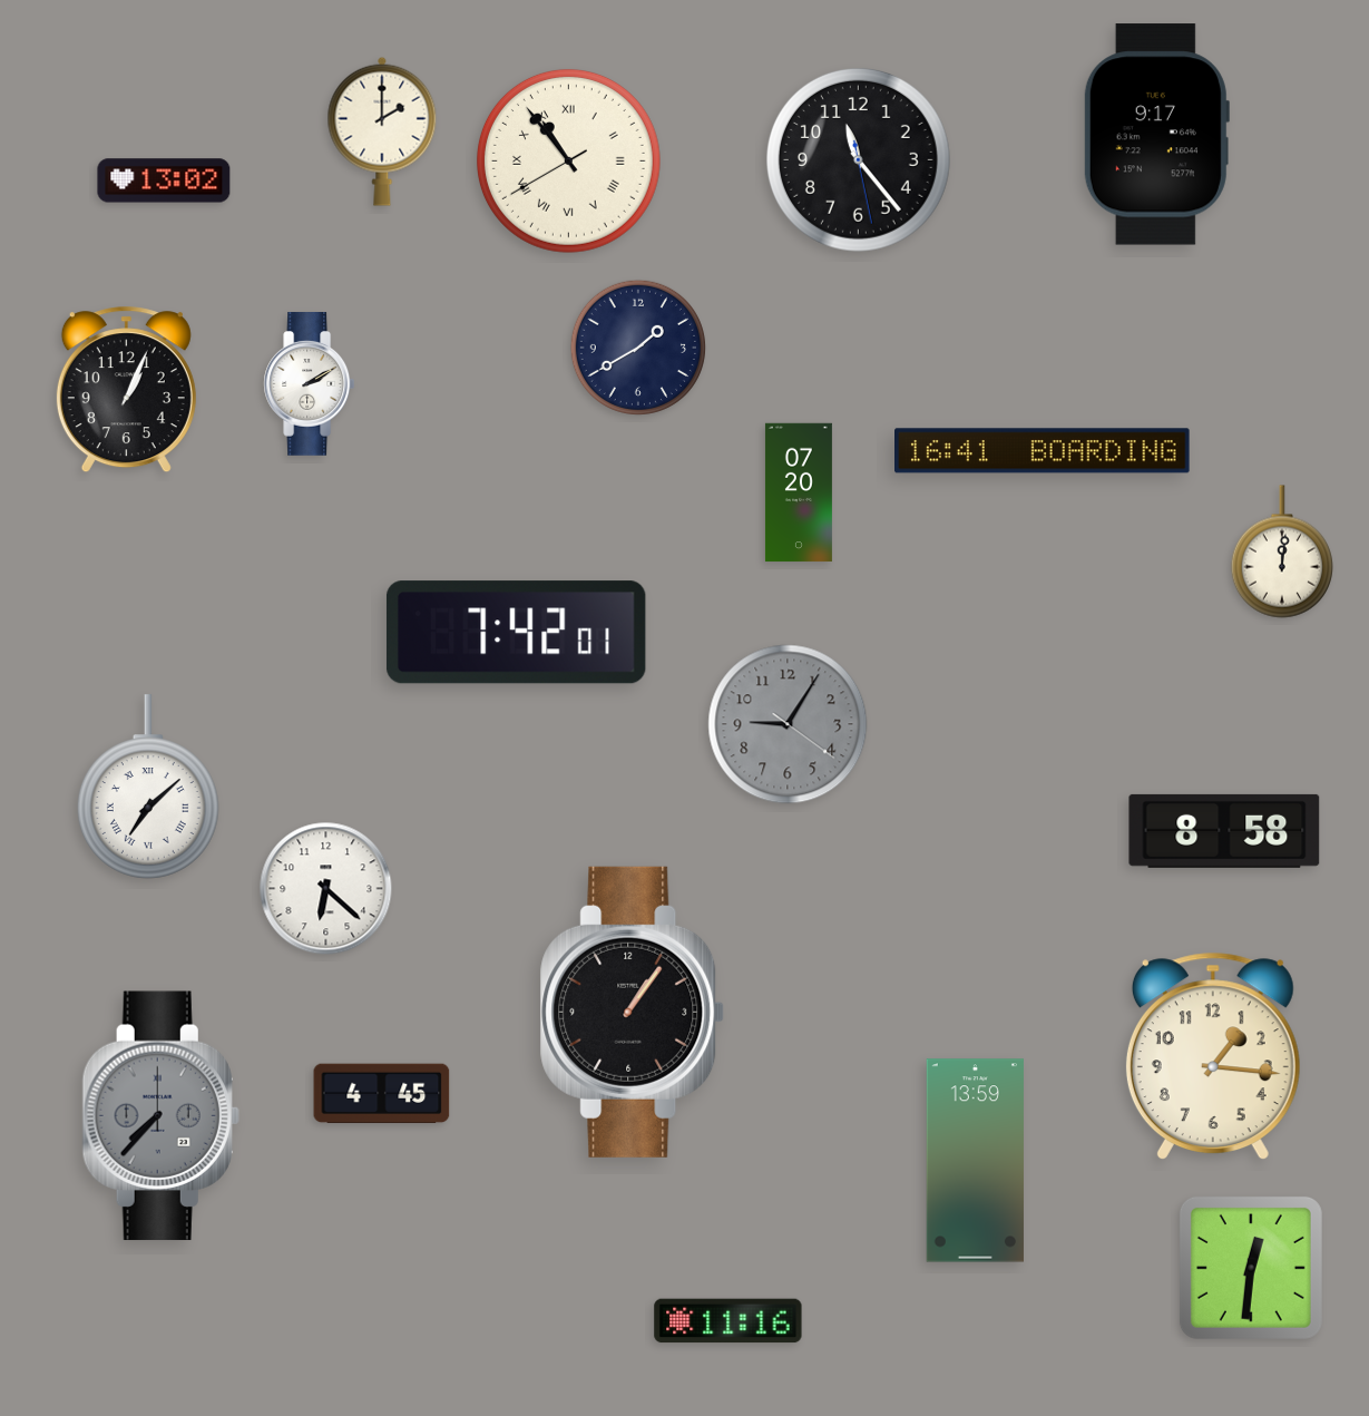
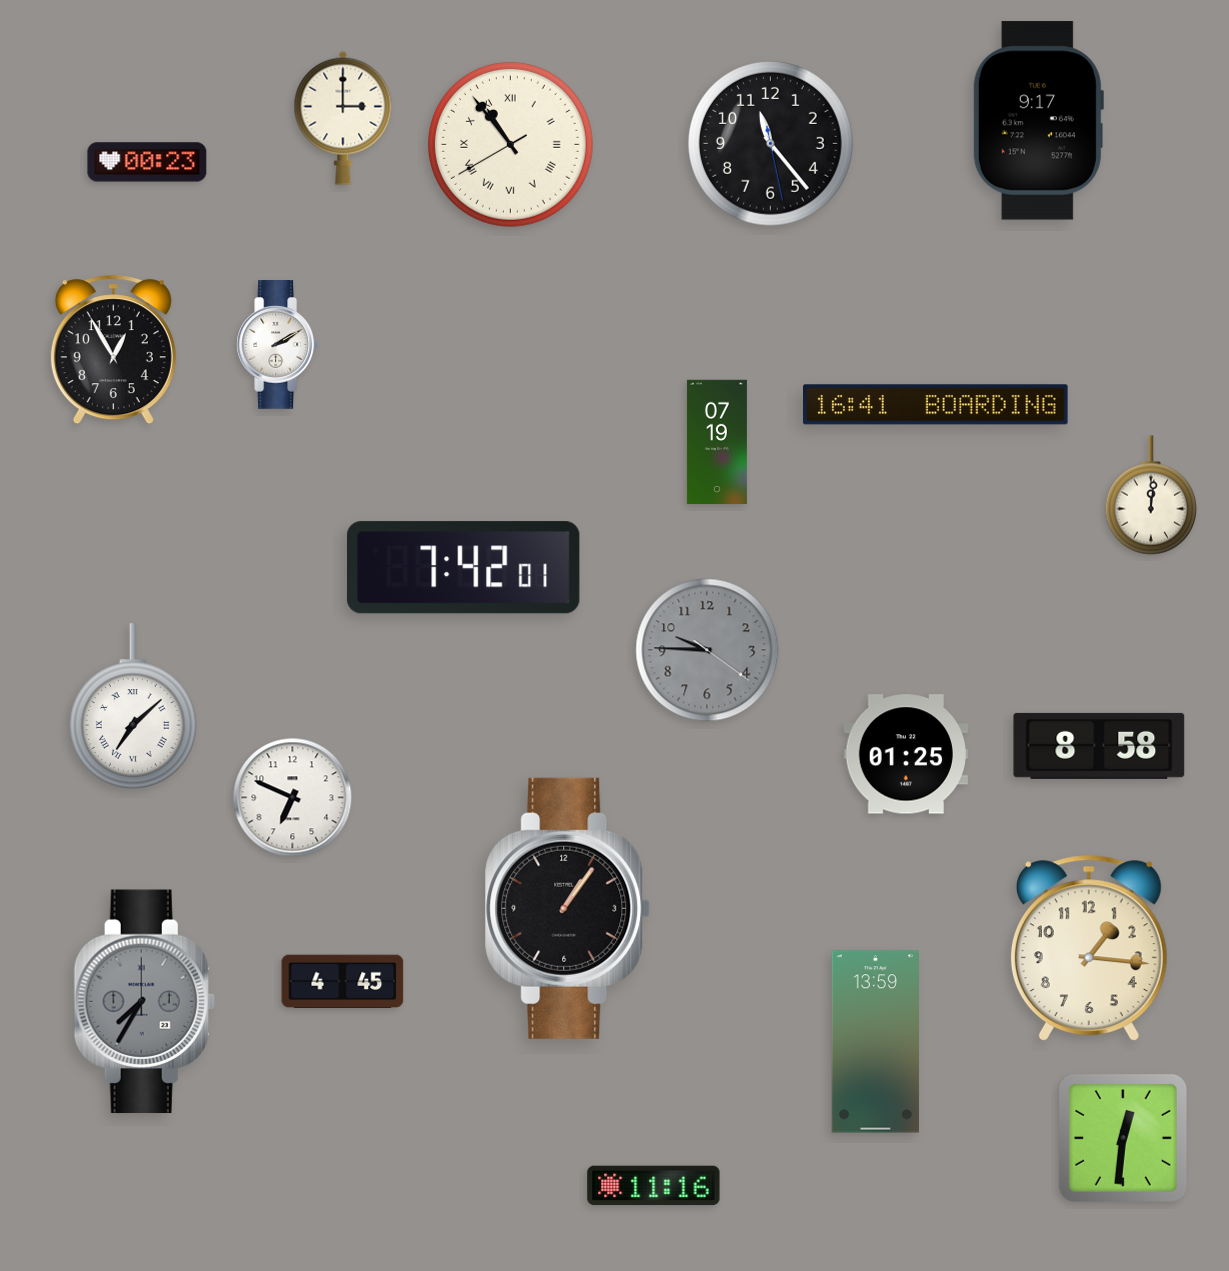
clock at (382, 131): 2:00 -> 3:00
clock at (164, 180): 13:02 -> 00:23
clock at (638, 348): 1:40 -> none
clock at (126, 390): 1:04 -> 12:55
clock at (799, 492): 07:20 -> 07:19
clock at (788, 724): 9:05 -> 9:45
clock at (906, 754): none -> 01:25
clock at (326, 889): 6:22 -> 6:49
clock at (160, 1116): 7:37 -> 7:35
